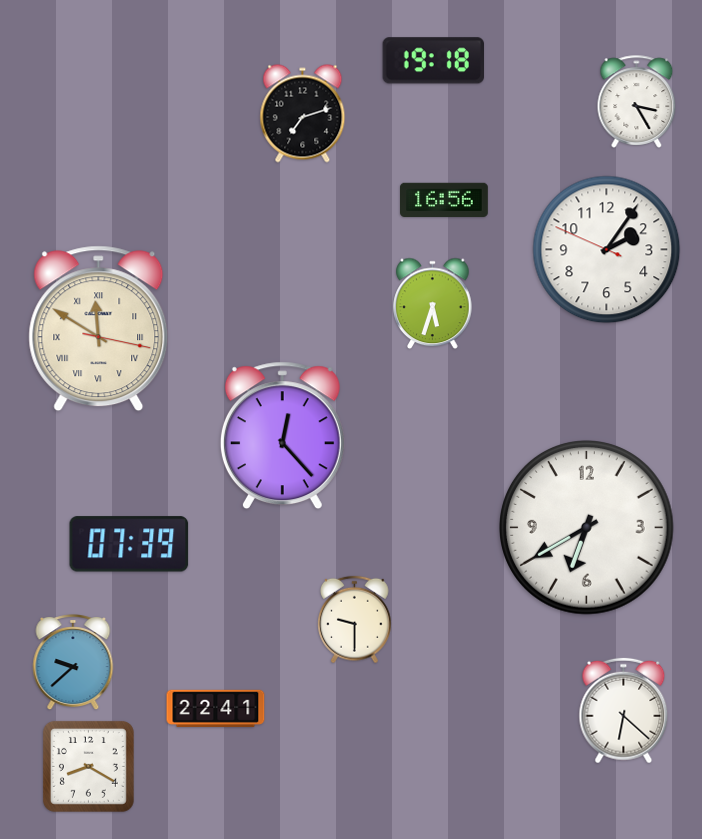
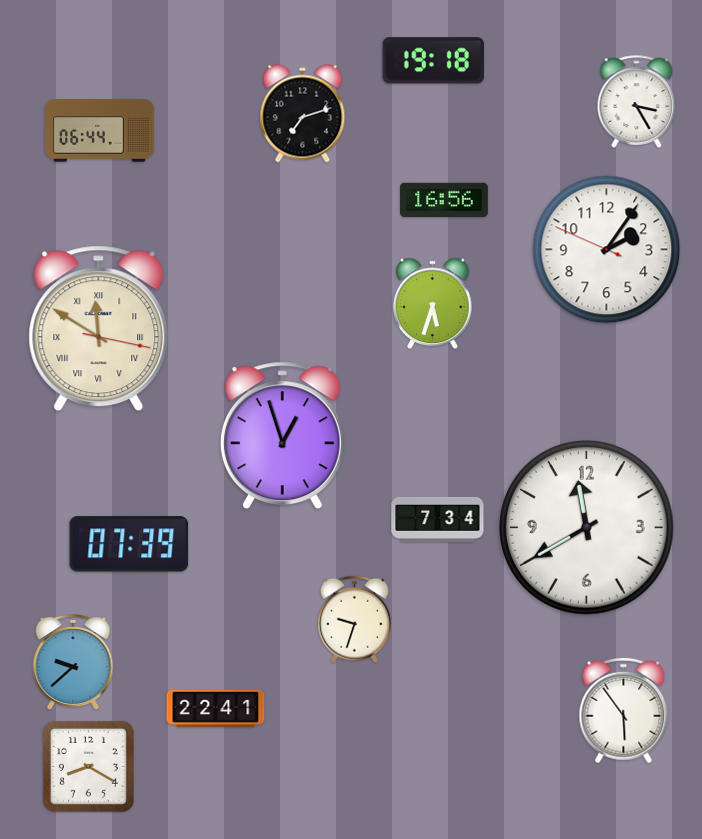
clock at (100, 131): none -> 06:44
clock at (282, 436): 12:23 -> 12:57
clock at (438, 519): none -> 7:34
clock at (587, 528): 6:40 -> 11:40
clock at (355, 620): 9:30 -> 9:33
clock at (624, 711): 6:22 -> 5:54
